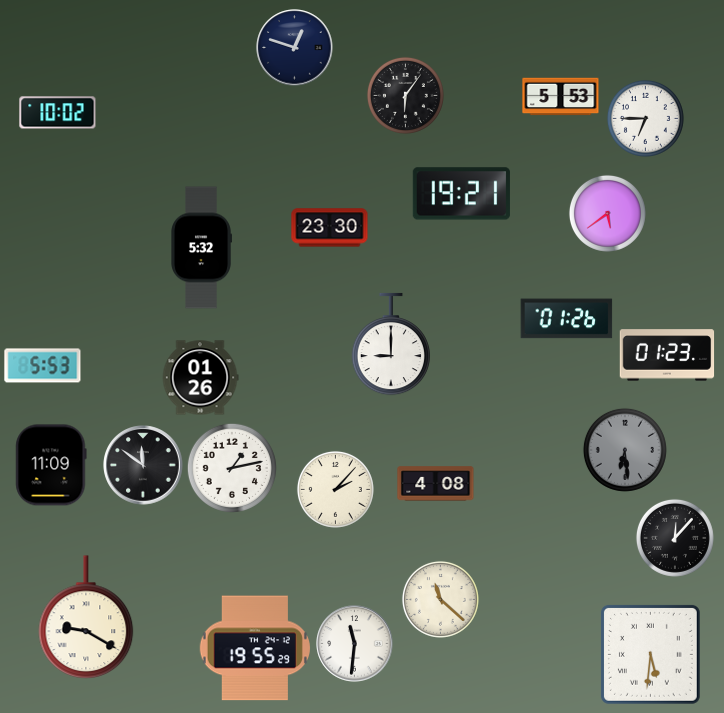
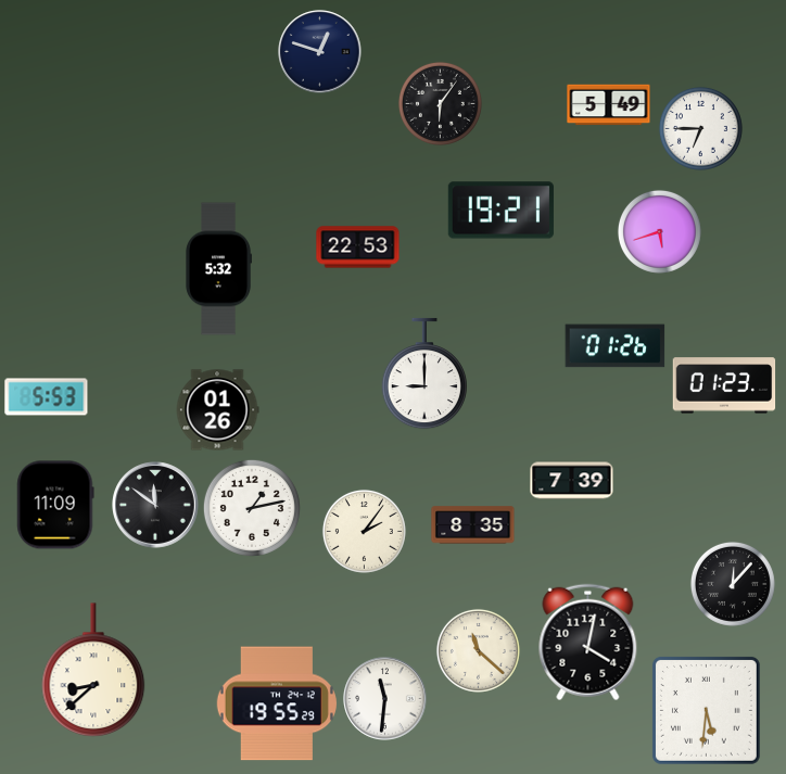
clock at (561, 97): 5:53 -> 5:49
clock at (58, 113): 10:02 -> none
clock at (607, 213): 5:39 -> 5:42
clock at (330, 228): 23:30 -> 22:53
clock at (572, 481): none -> 7:39
clock at (625, 450): 6:29 -> none
clock at (436, 484): 4:08 -> 8:35
clock at (335, 489): 2:07 -> 2:06
clock at (588, 643): none -> 4:02
clock at (86, 617): 9:20 -> 8:38
